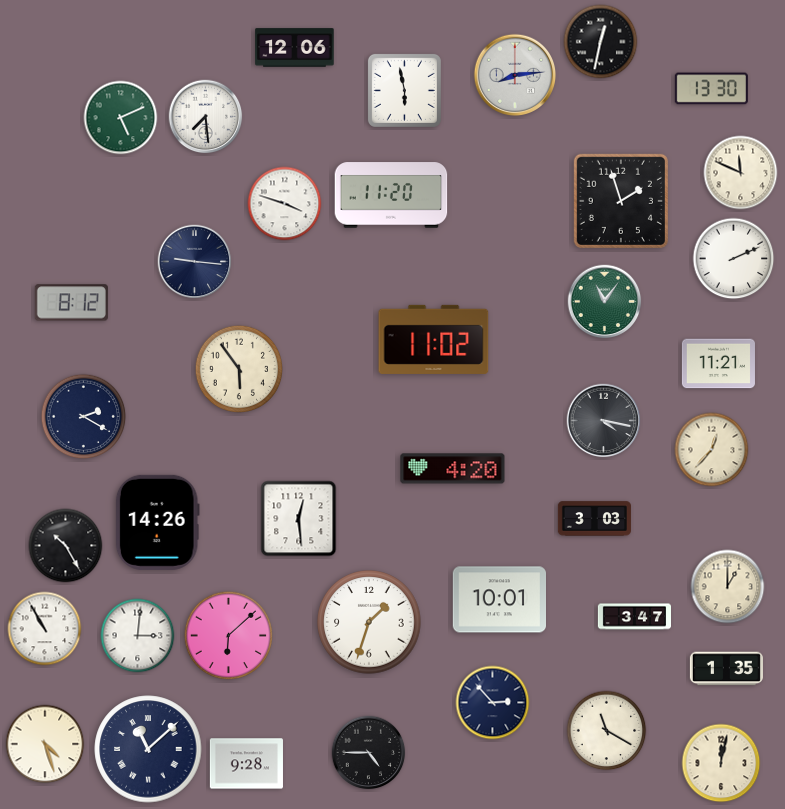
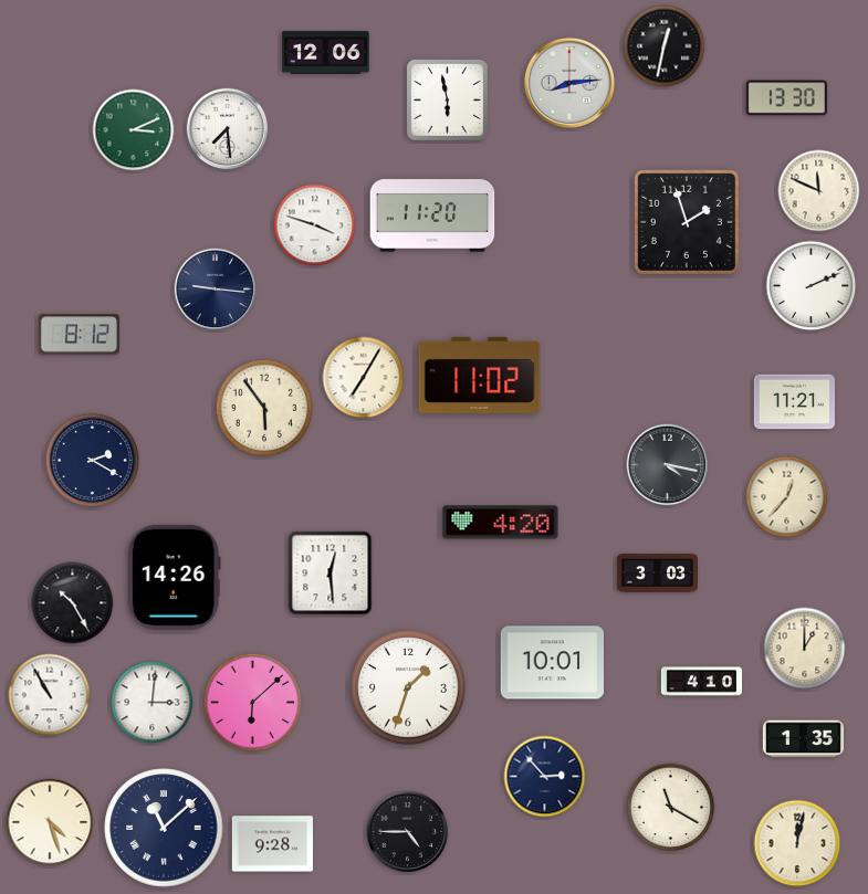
clock at (121, 118): 5:11 -> 3:11
clock at (605, 302): 11:06 -> none
clock at (364, 378): none -> 7:05
clock at (453, 469) position: (453, 469) -> (501, 523)
clock at (634, 617): 3:47 -> 4:10
